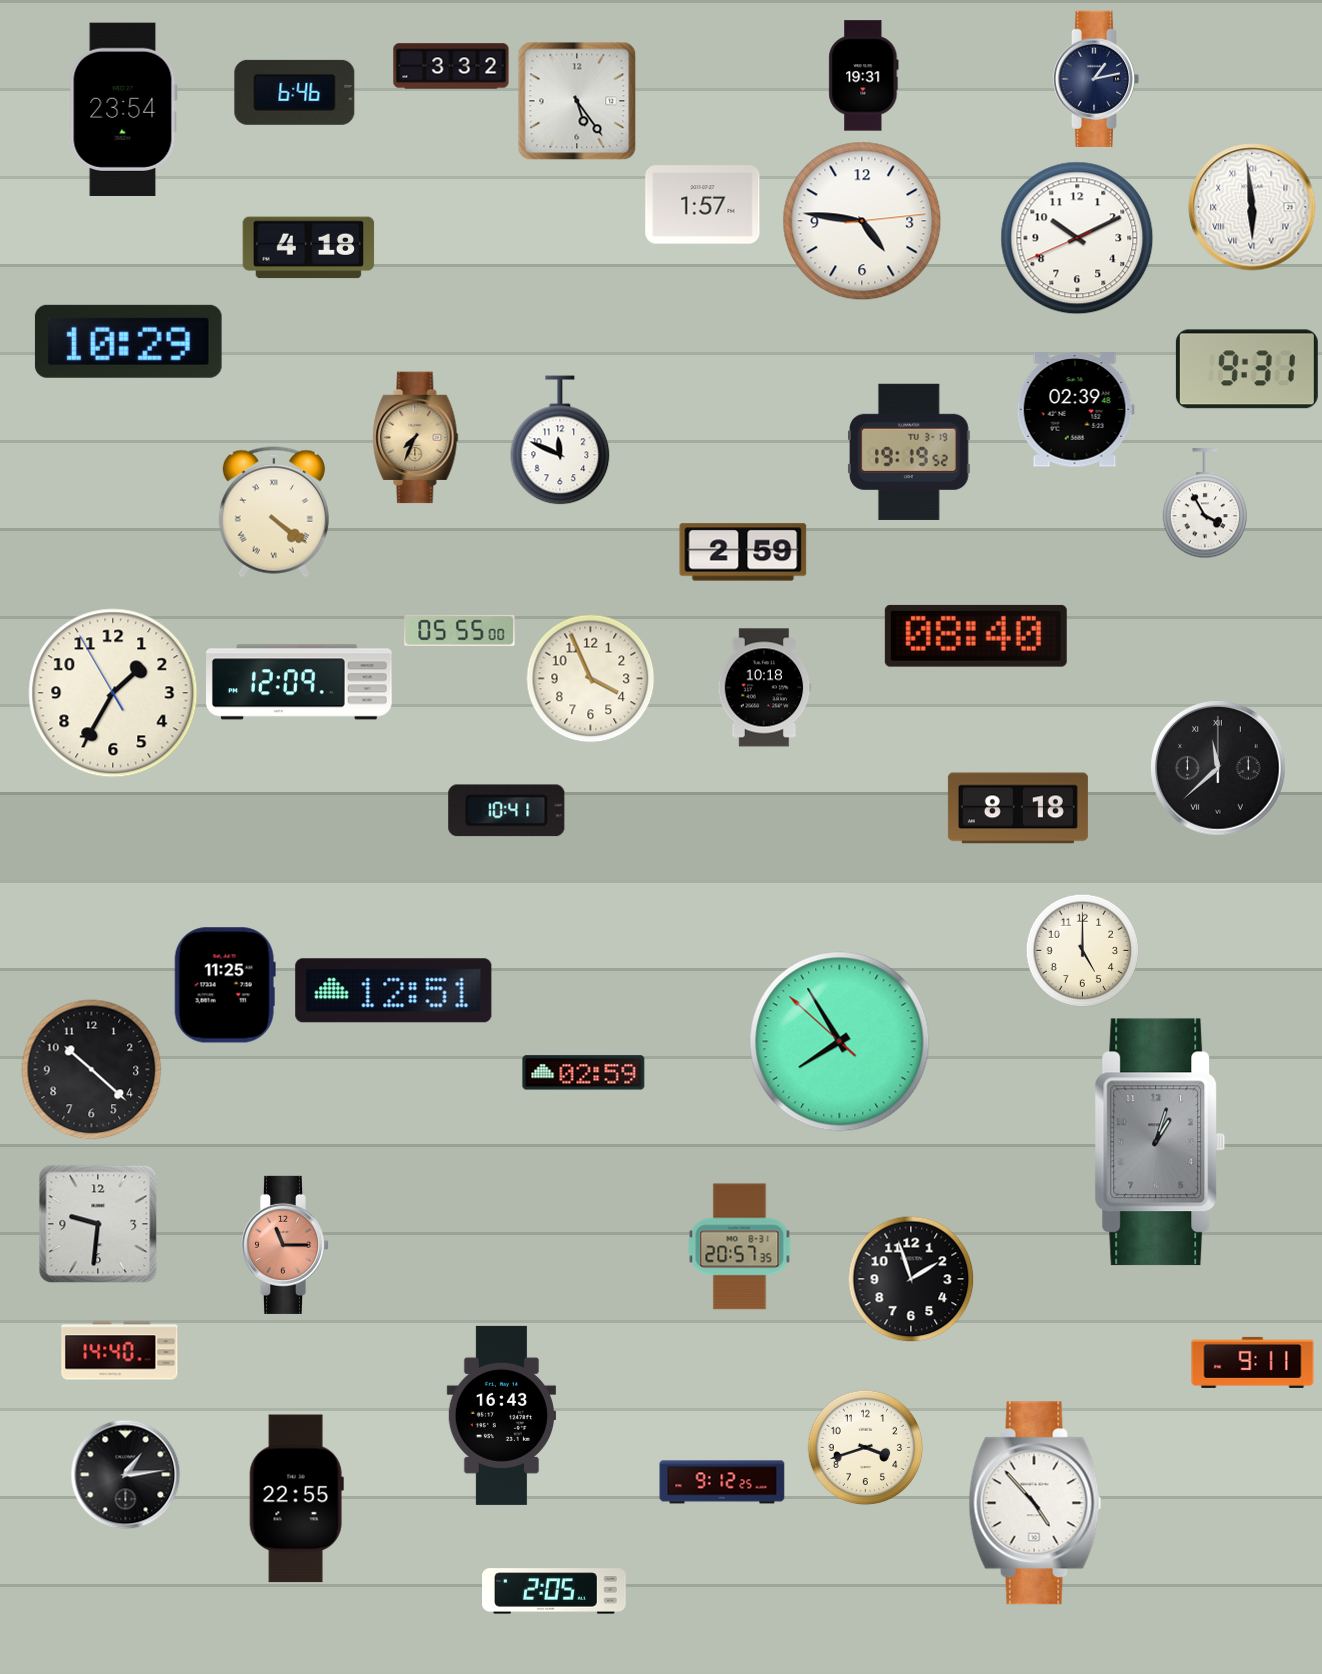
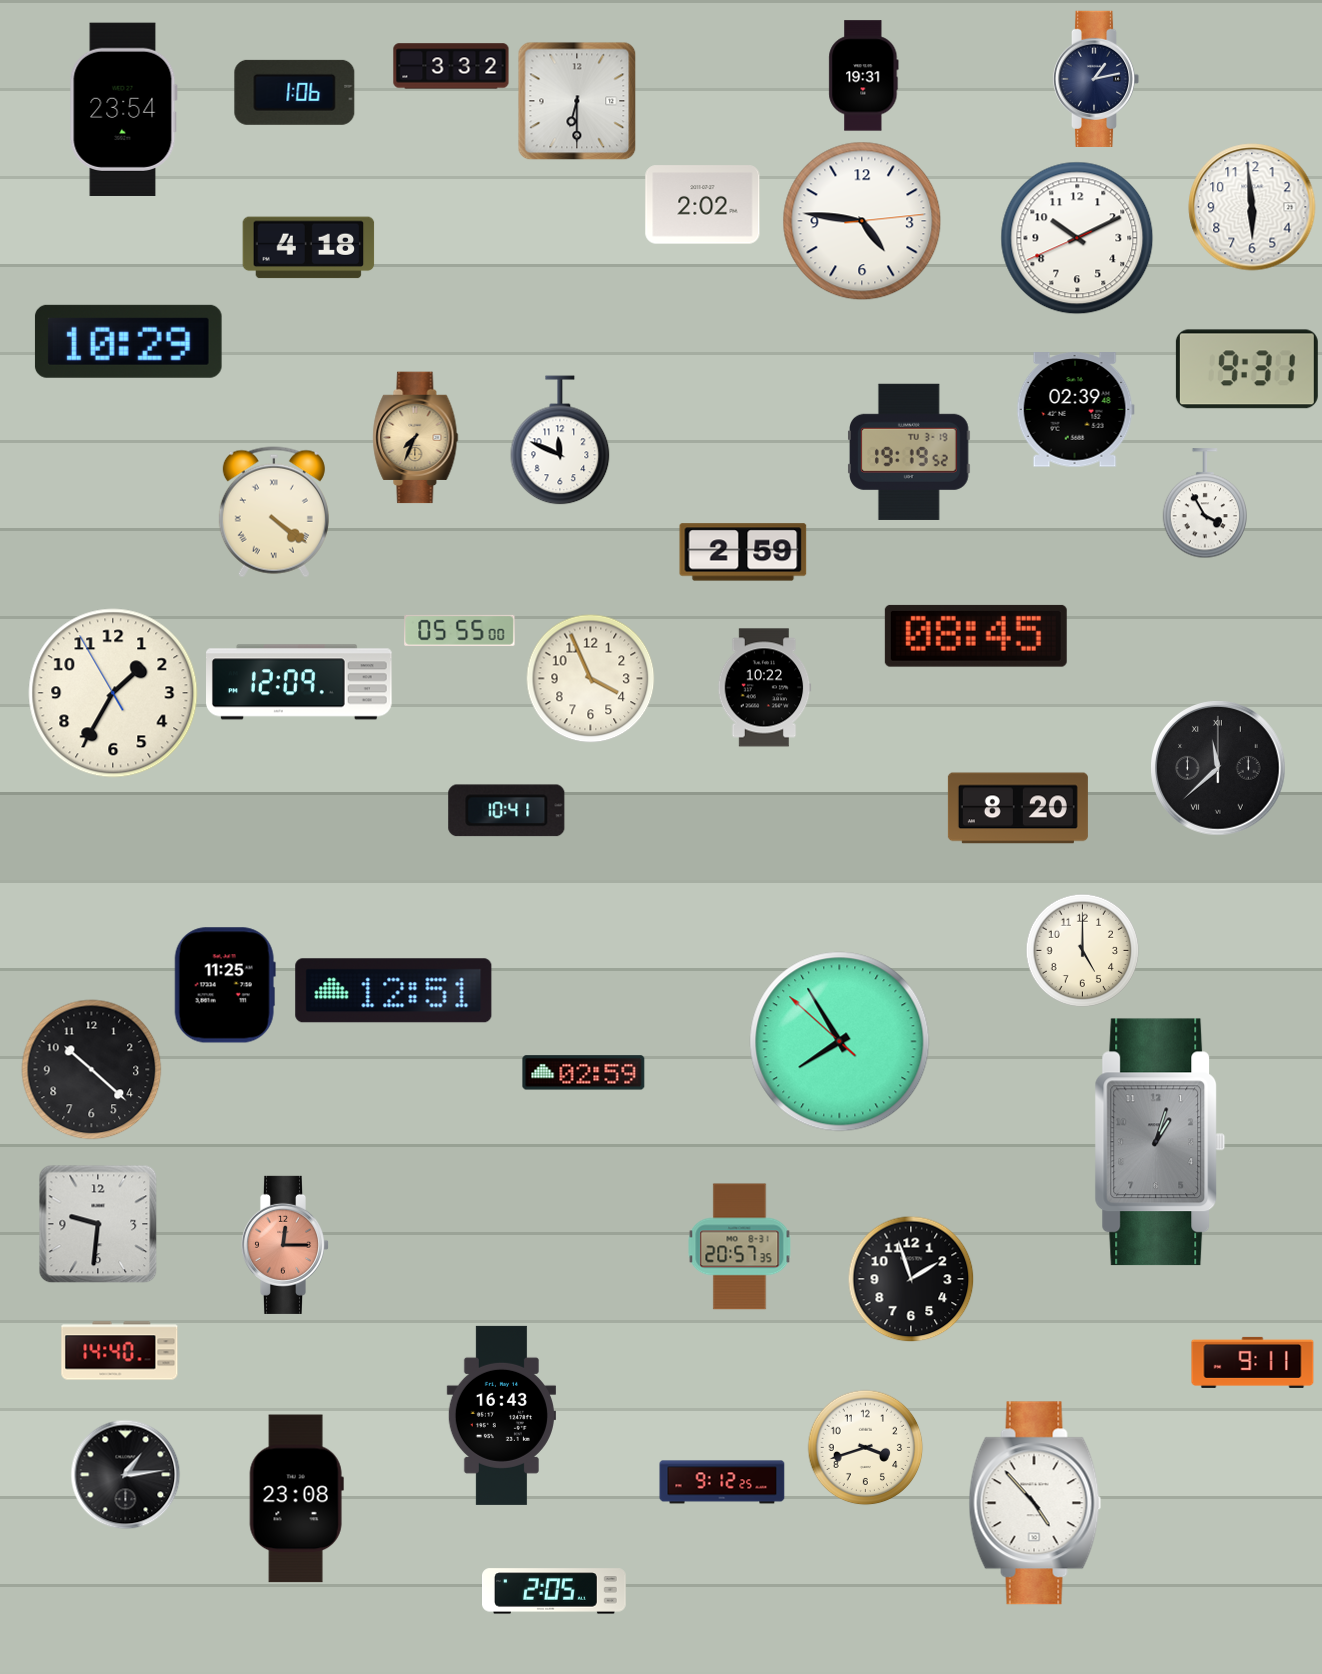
clock at (295, 92): 6:46 -> 1:06
clock at (577, 101): 5:24 -> 6:30
clock at (703, 205): 1:57 -> 2:02
clock at (1252, 207) numerals: Roman -> Arabic
clock at (976, 636): 08:40 -> 08:45
clock at (765, 688): 10:18 -> 10:22
clock at (1018, 808): 8:18 -> 8:20
clock at (284, 1245): 11:15 -> 12:15
clock at (296, 1499): 22:55 -> 23:08
